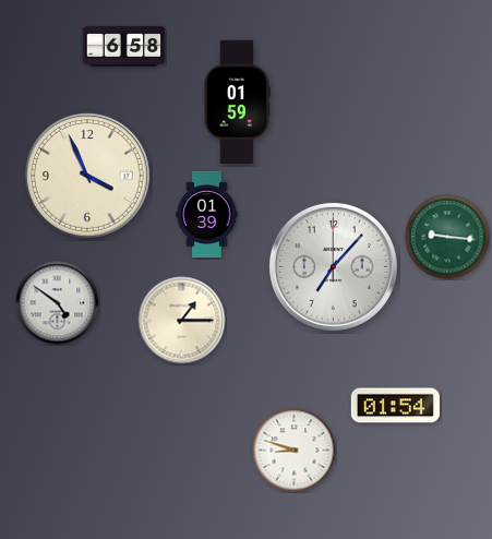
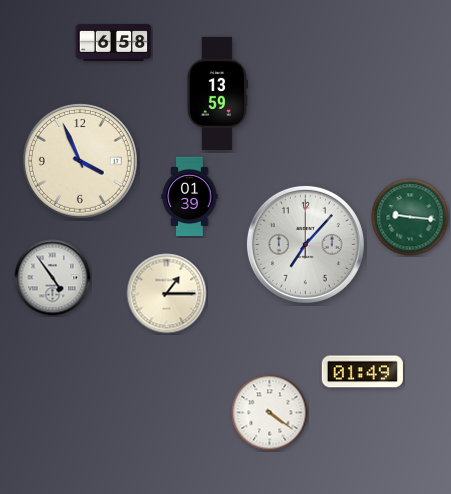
clock at (237, 101): 01:59 -> 13:59
clock at (58, 303): 4:51 -> 4:54
clock at (395, 406): 01:54 -> 01:49
clock at (295, 451): 8:48 -> 4:21
